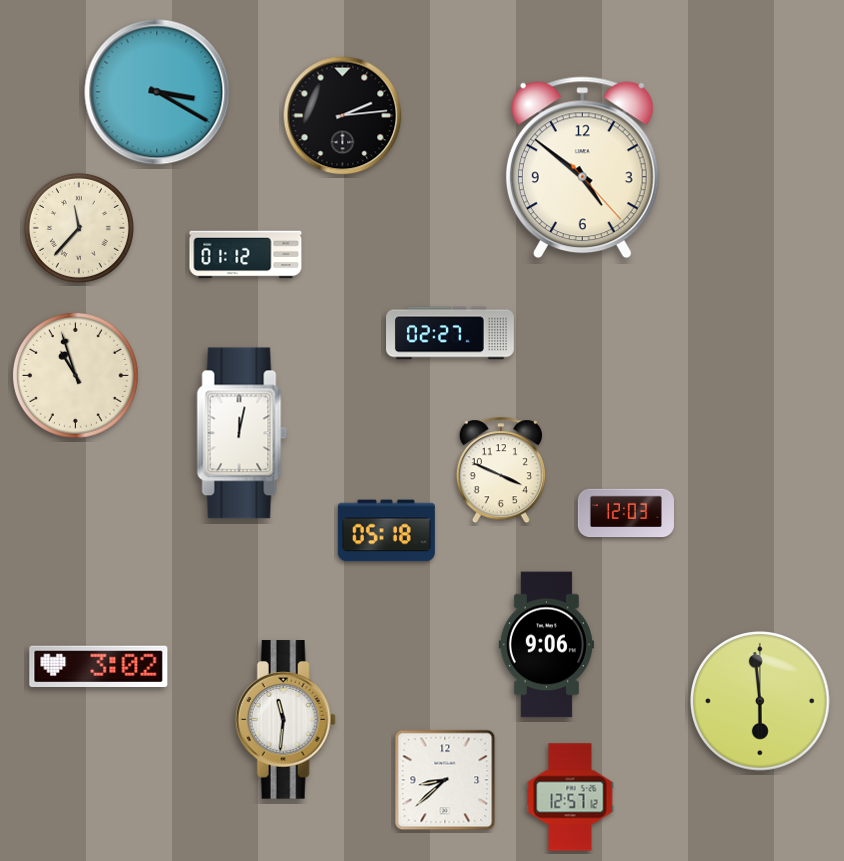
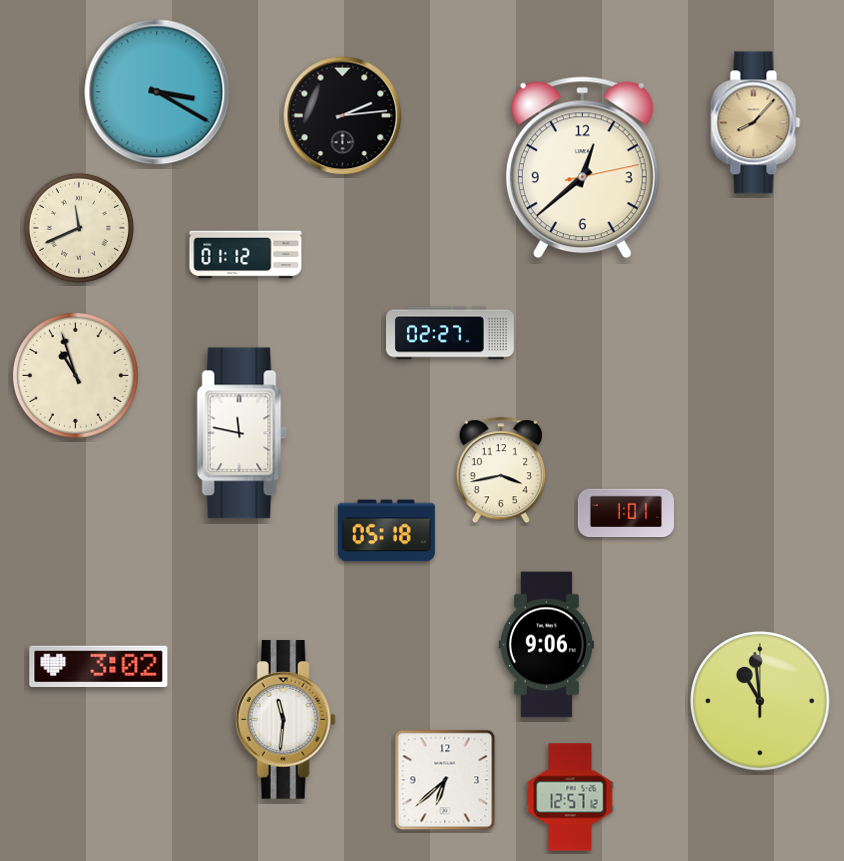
clock at (756, 123): none -> 8:07
clock at (582, 168): 4:51 -> 12:38
clock at (79, 228): 11:37 -> 11:41
clock at (242, 433): 12:02 -> 11:47
clock at (501, 471): 3:49 -> 3:43
clock at (626, 513): 12:03 -> 1:01
clock at (761, 702): 5:59 -> 10:59
clock at (445, 780): 8:38 -> 6:38
